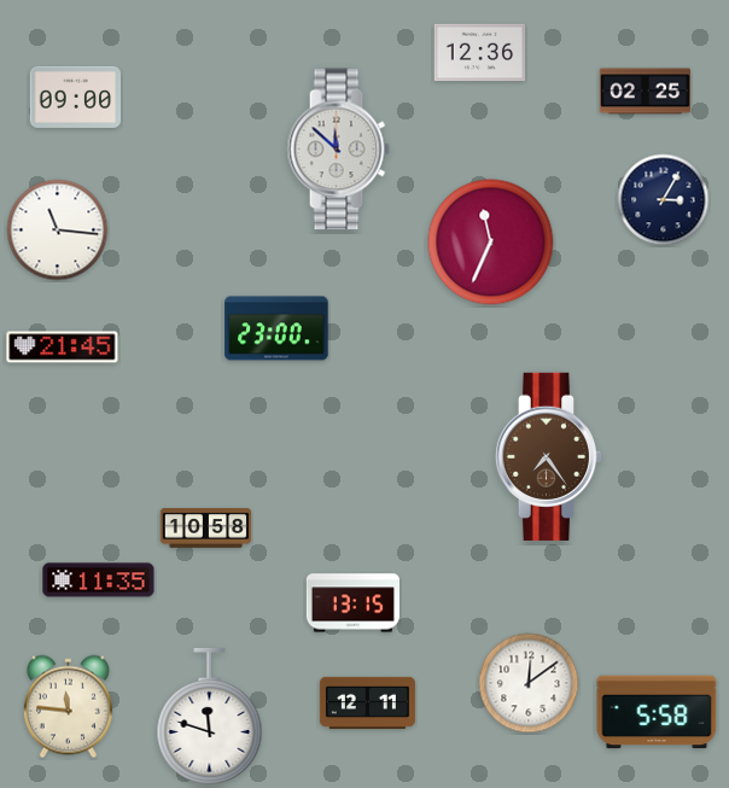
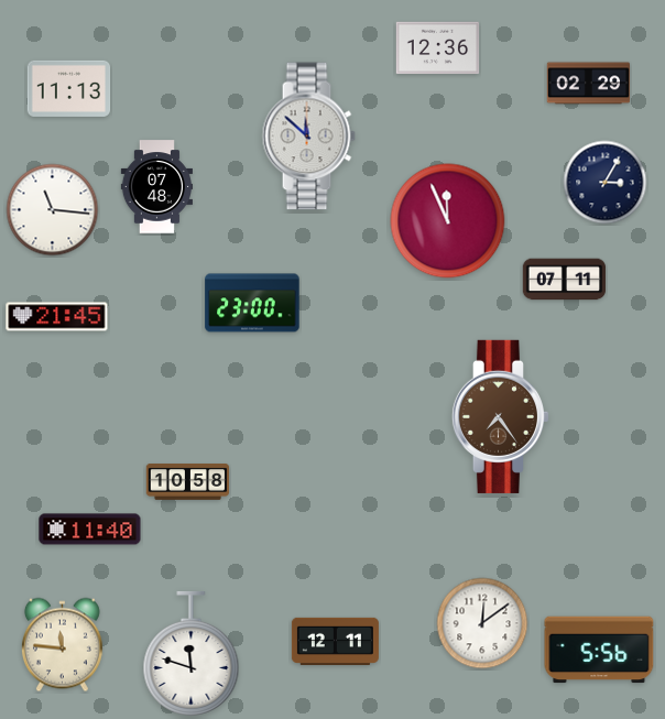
clock at (646, 92): 02:25 -> 02:29
clock at (76, 97): 09:00 -> 11:13
clock at (156, 187): none -> 07:48
clock at (491, 243): 11:34 -> 11:56
clock at (565, 280): none -> 07:11
clock at (276, 328) position: (276, 328) -> (252, 303)
clock at (99, 580): 11:35 -> 11:40
clock at (352, 603): 13:15 -> none
clock at (657, 712): 5:58 -> 5:56
